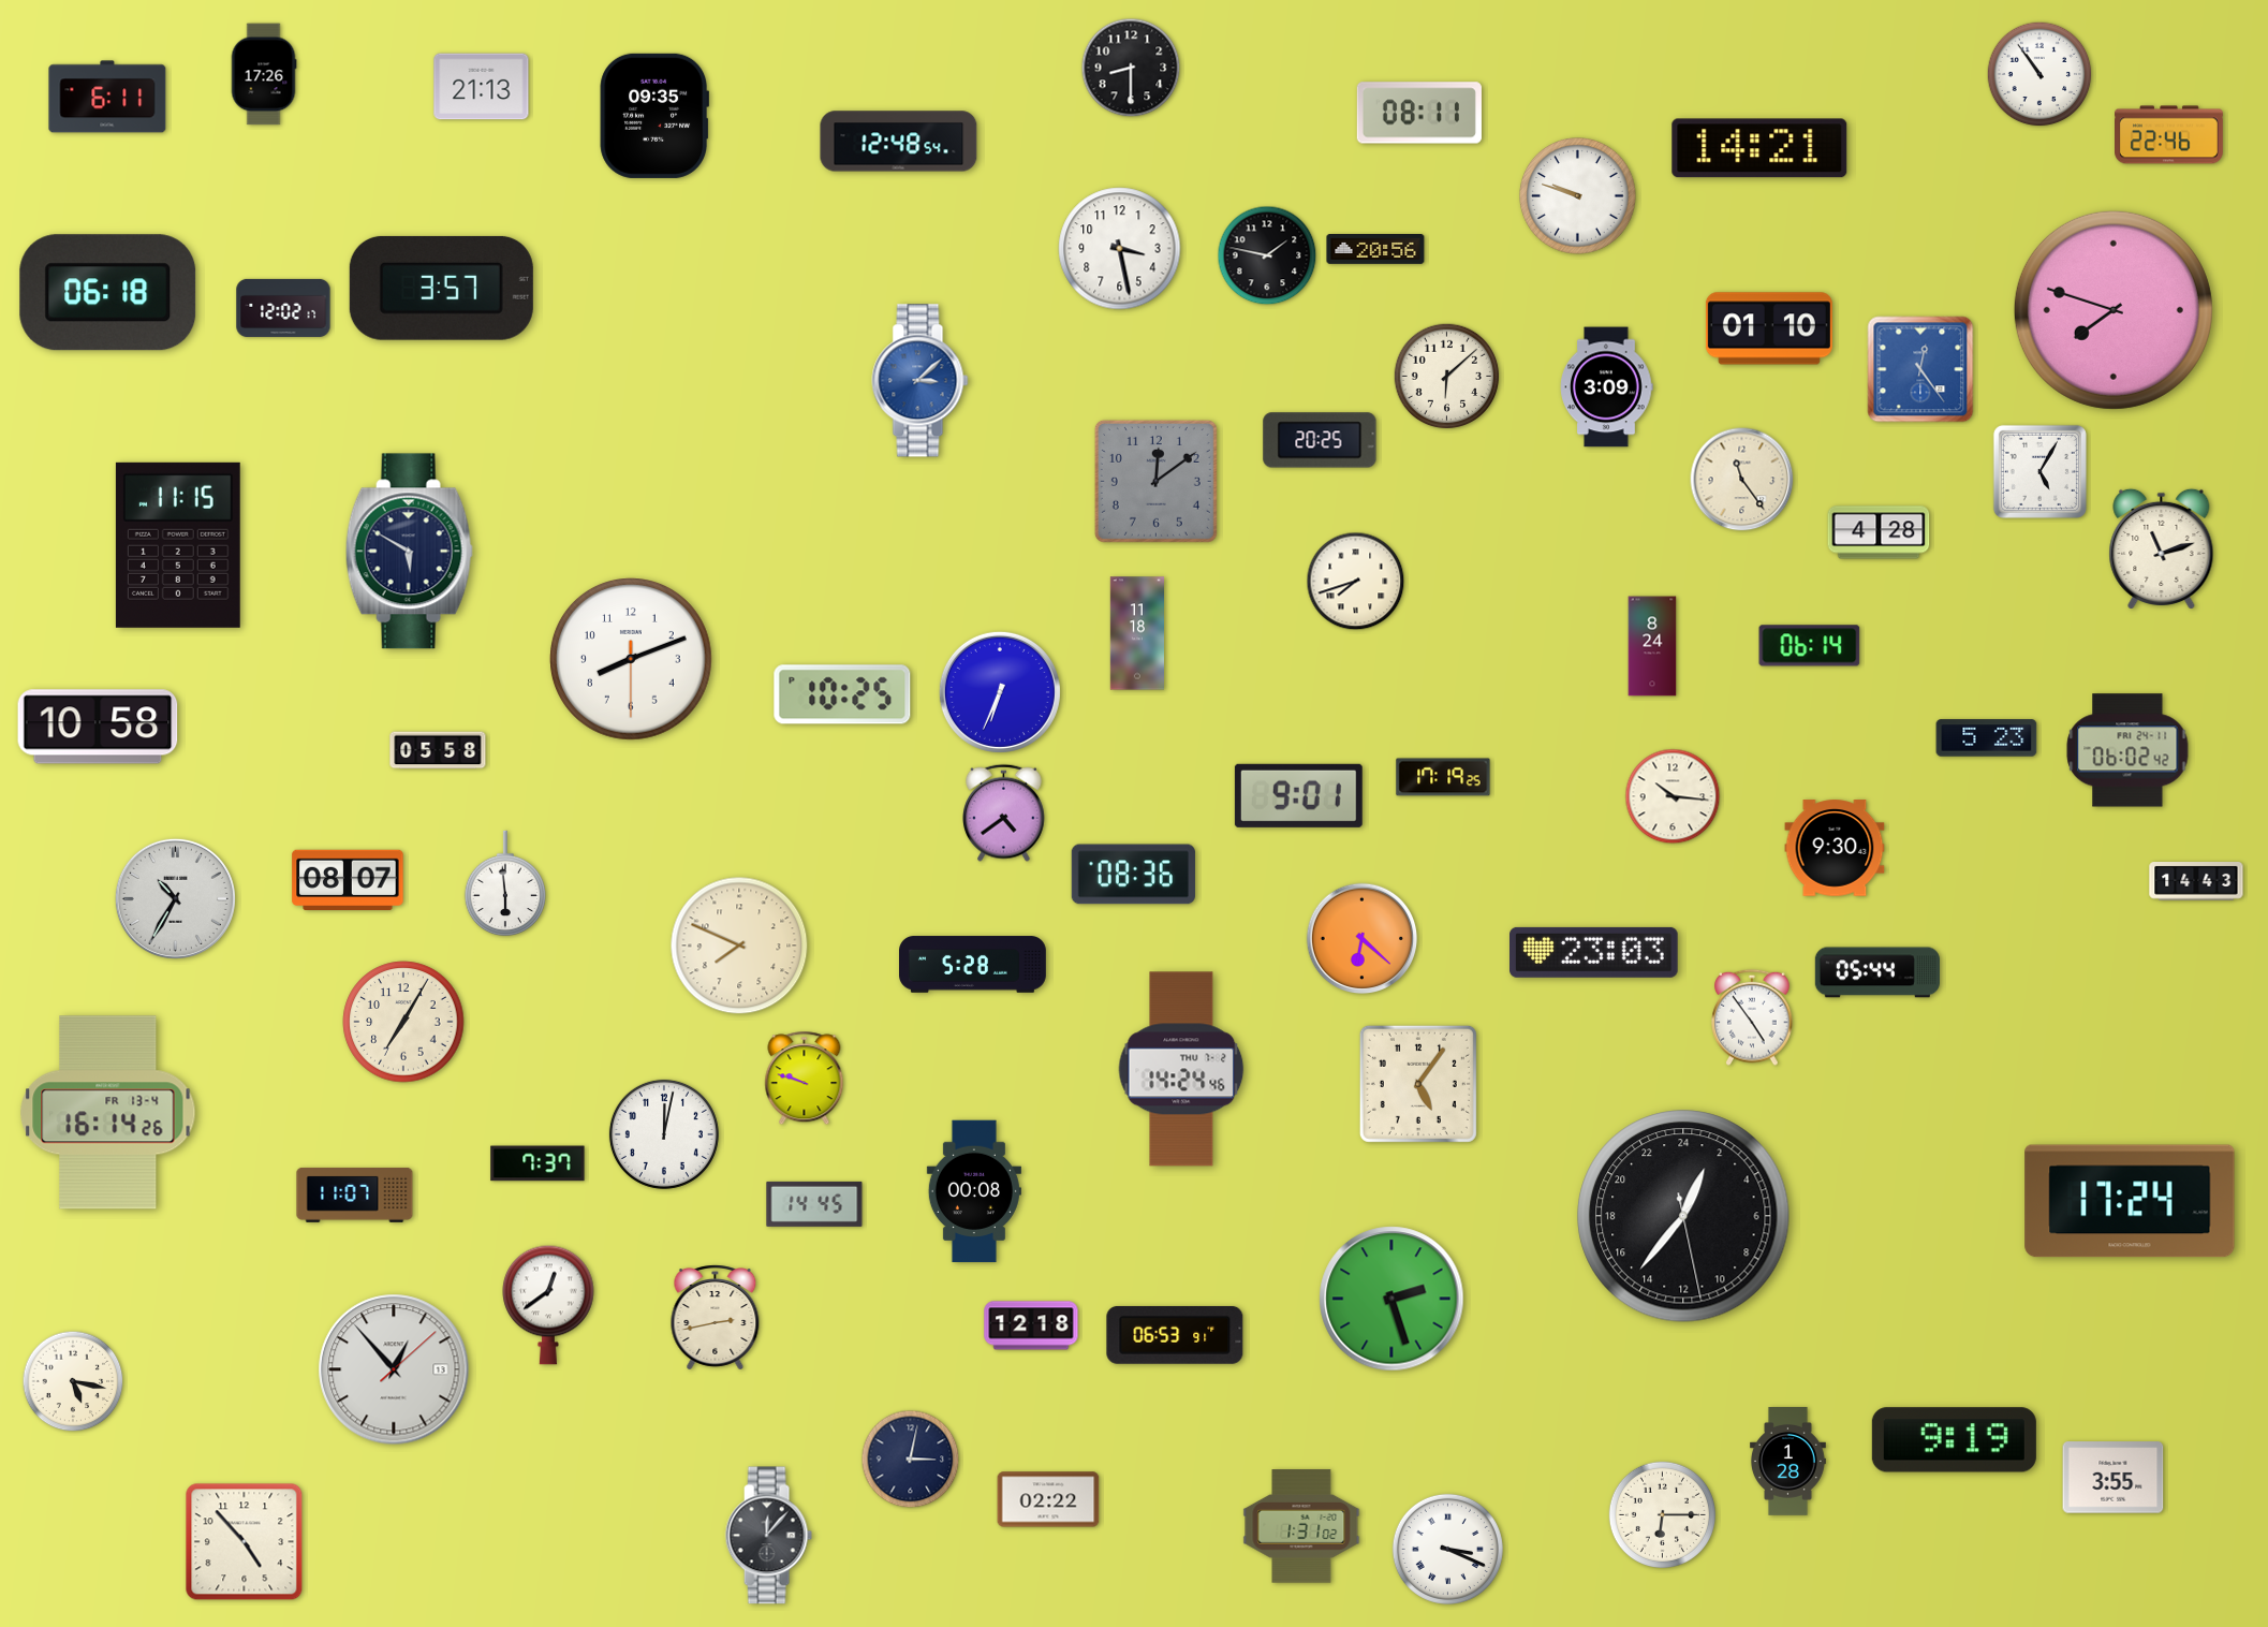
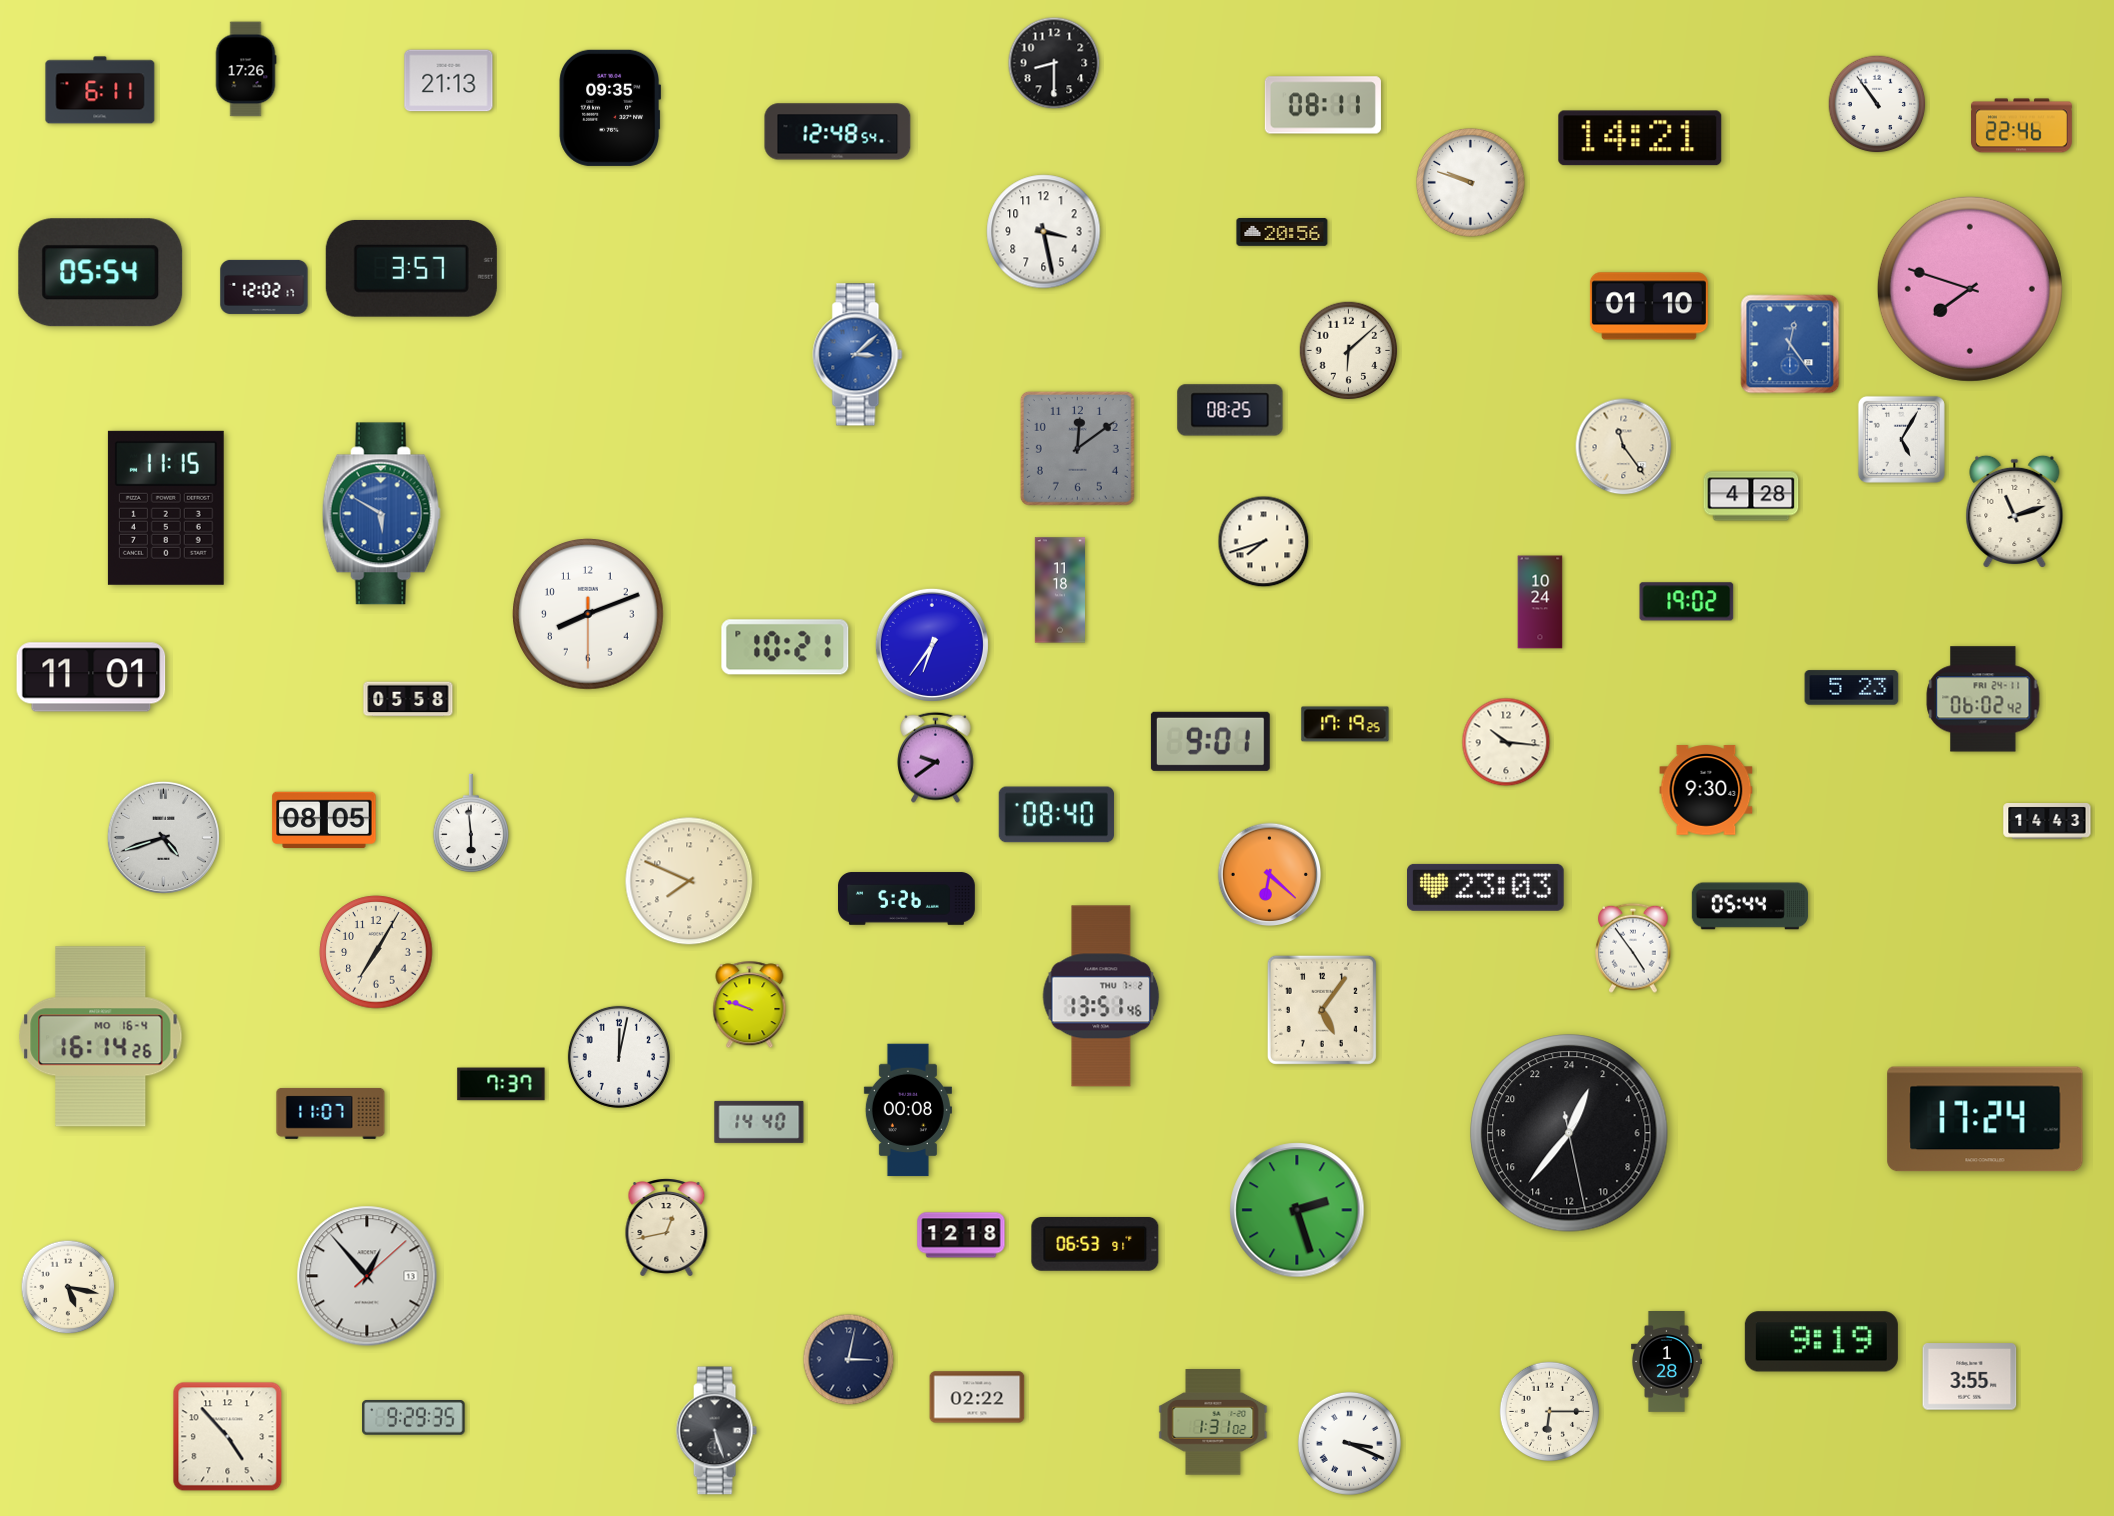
clock at (2039, 74) position: (2039, 74) -> (1877, 104)
clock at (1267, 255): 1:47 -> none
clock at (108, 293): 06:18 -> 05:54
clock at (1607, 387): 3:09 -> none
clock at (1320, 440): 20:25 -> 08:25
clock at (409, 552) dial: navy -> blue
clock at (1652, 646): 8:24 -> 10:24
clock at (1810, 646): 06:14 -> 19:02
clock at (1000, 692): 6:34 -> 6:36
clock at (842, 694): 10:25 -> 10:21
clock at (98, 727): 10:58 -> 11:01
clock at (1673, 796) position: (1673, 796) -> (1506, 742)
clock at (1004, 812): 4:39 -> 9:39
clock at (1835, 848) position: (1835, 848) -> (1706, 790)
clock at (1133, 875): 08:36 -> 08:40
clock at (348, 880): 08:07 -> 08:05
clock at (175, 898): 10:35 -> 4:42
clock at (973, 965): 5:28 -> 5:26
clock at (1181, 1069): 14:24 -> 13:51
clock at (108, 1113) date: FR 13-4 -> MO 16-4
clock at (814, 1204): 14:45 -> 14:40
clock at (548, 1305): 12:39 -> none
clock at (716, 1318): 2:43 -> 12:43
clock at (414, 1417): none -> 9:29
clock at (768, 1536): 12:07 -> 5:27
